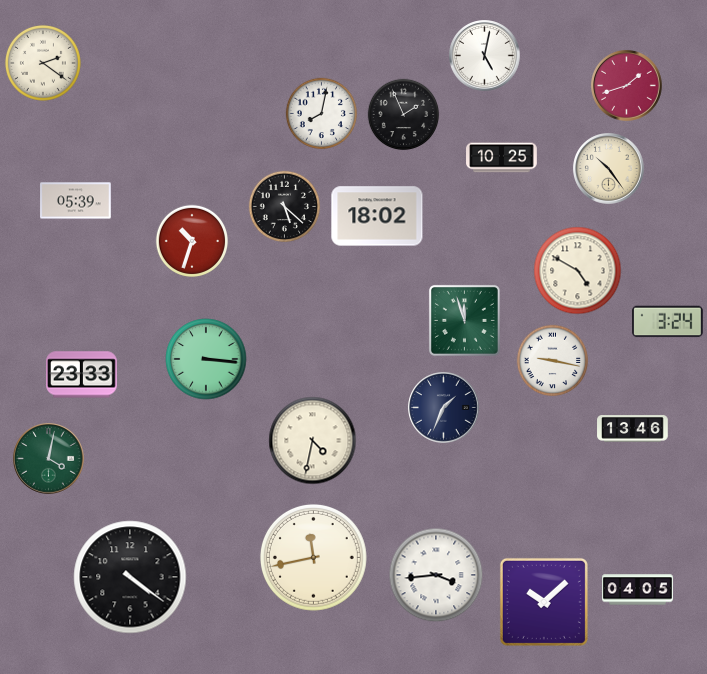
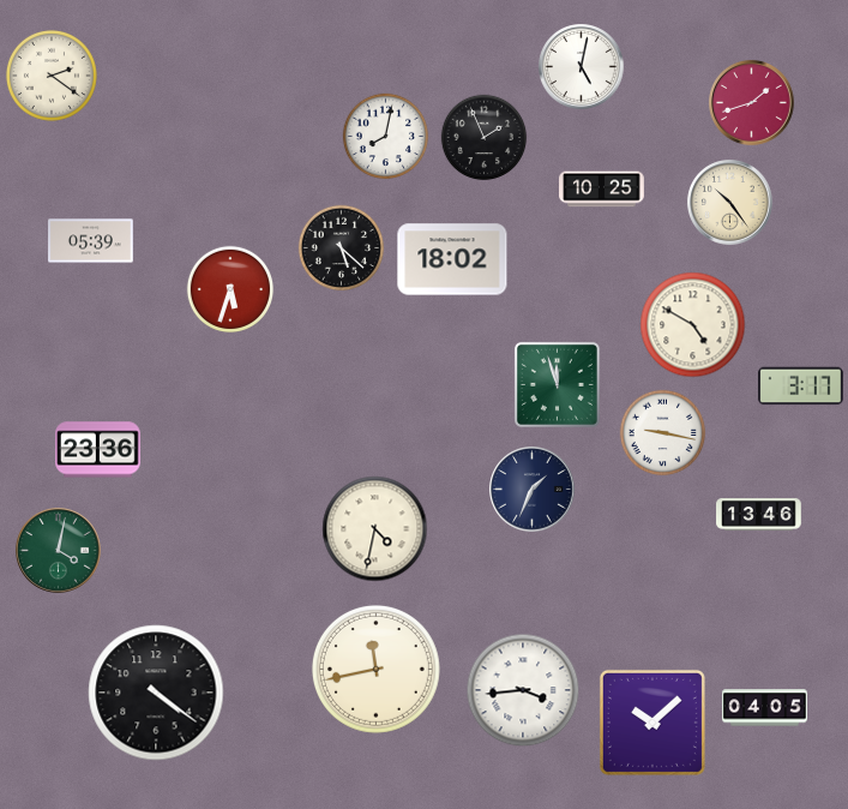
clock at (191, 240): 10:33 -> 5:33
clock at (668, 322): 3:24 -> 3:17
clock at (206, 359): 3:16 -> none
clock at (82, 375): 23:33 -> 23:36
